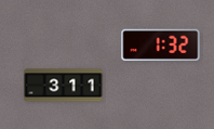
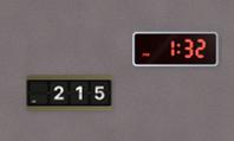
clock at (64, 86): 3:11 -> 2:15
